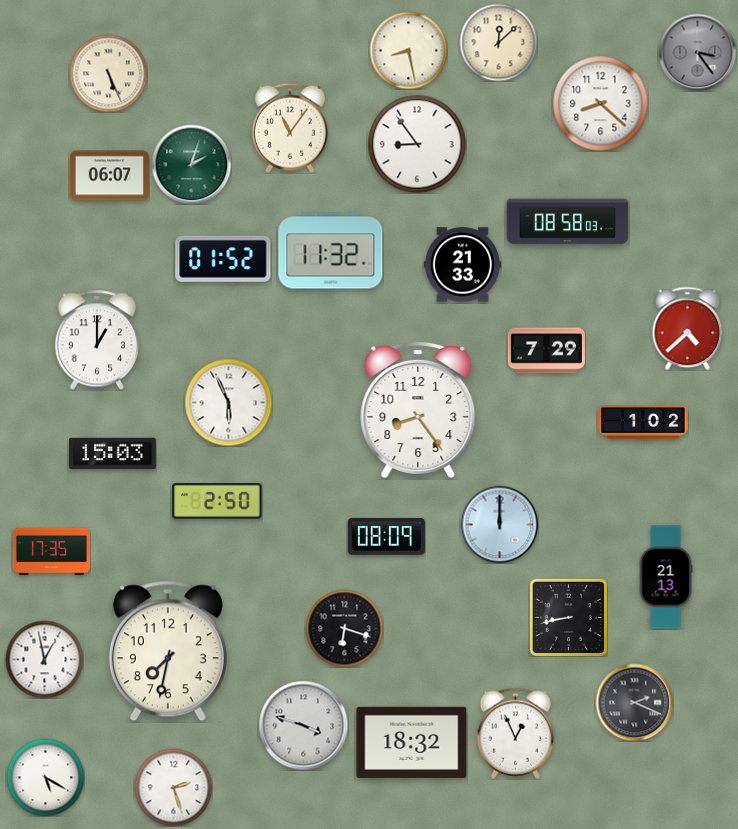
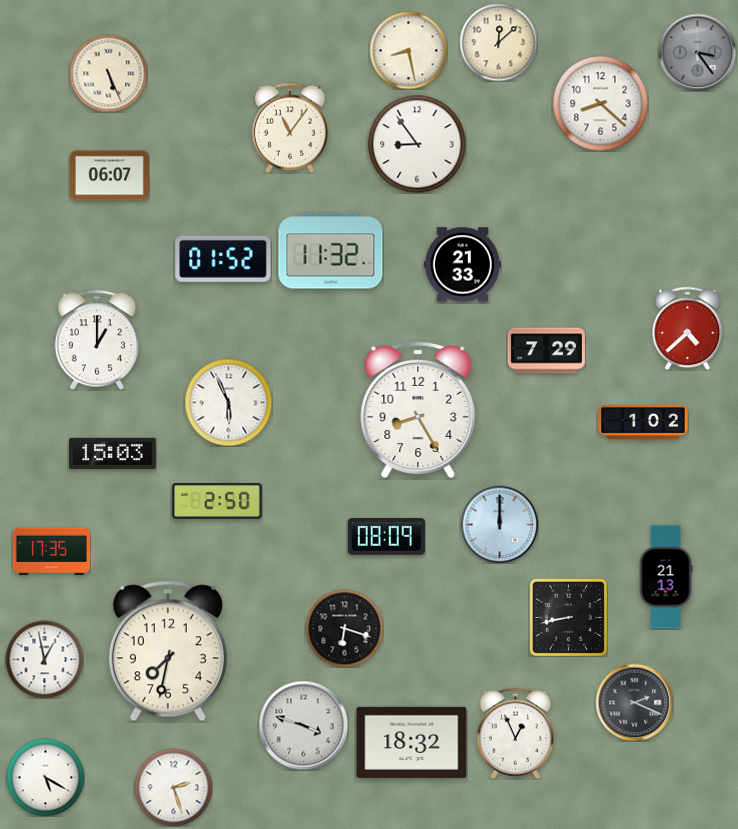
clock at (191, 164): 2:03 -> none
clock at (568, 222): 08:58 -> none
clock at (418, 409): 8:24 -> 8:25
